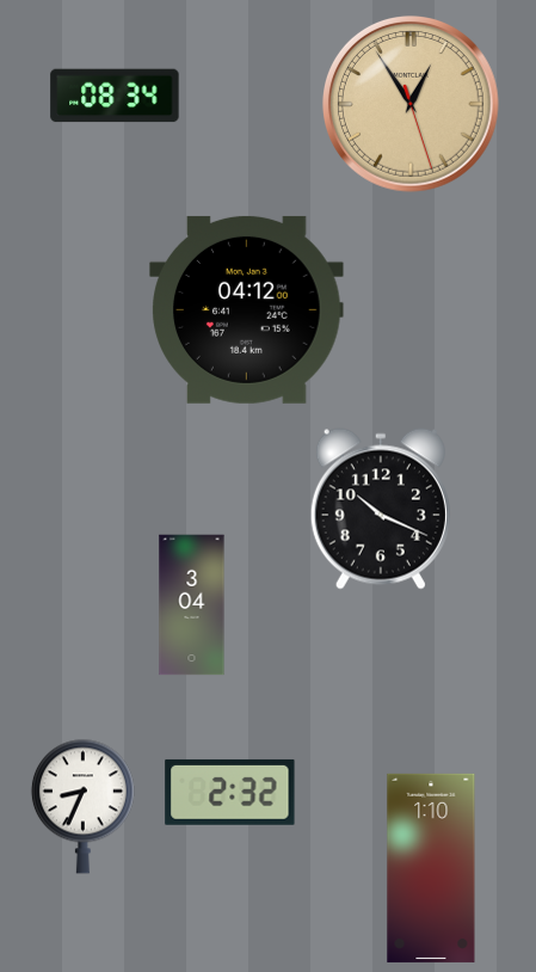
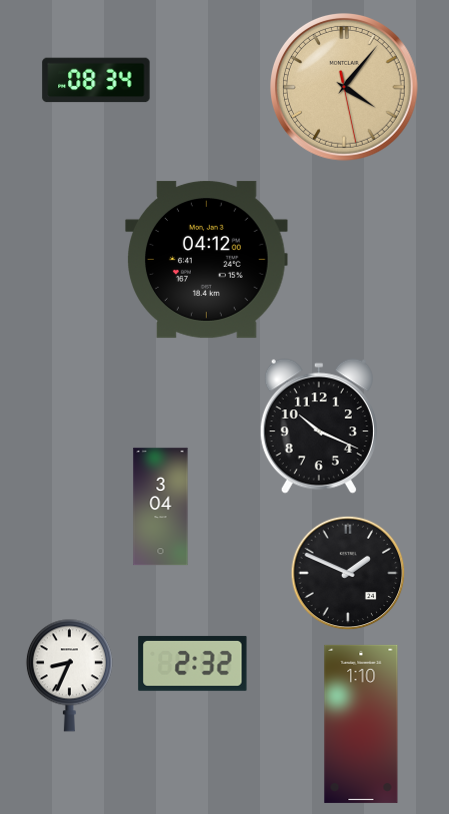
clock at (412, 105): 12:54 -> 4:06
clock at (348, 573): none -> 1:49
clock at (431, 868) position: (431, 868) -> (361, 724)
